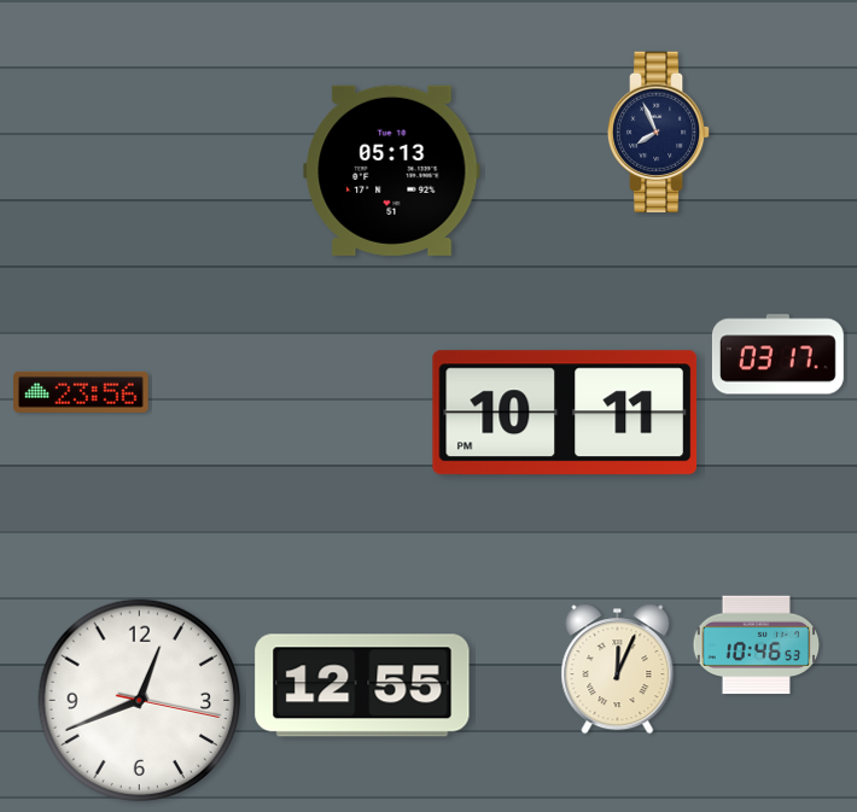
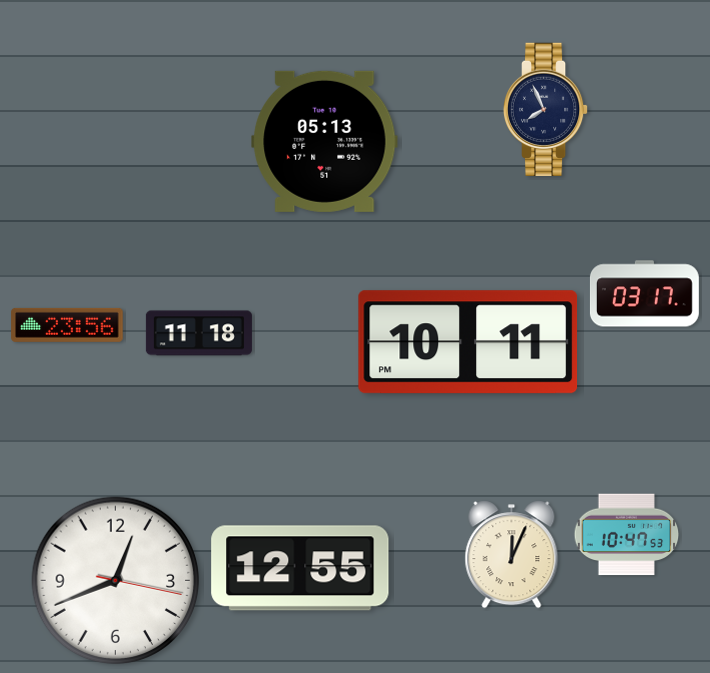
clock at (199, 333): none -> 11:18
clock at (757, 645): 10:46 -> 10:47
